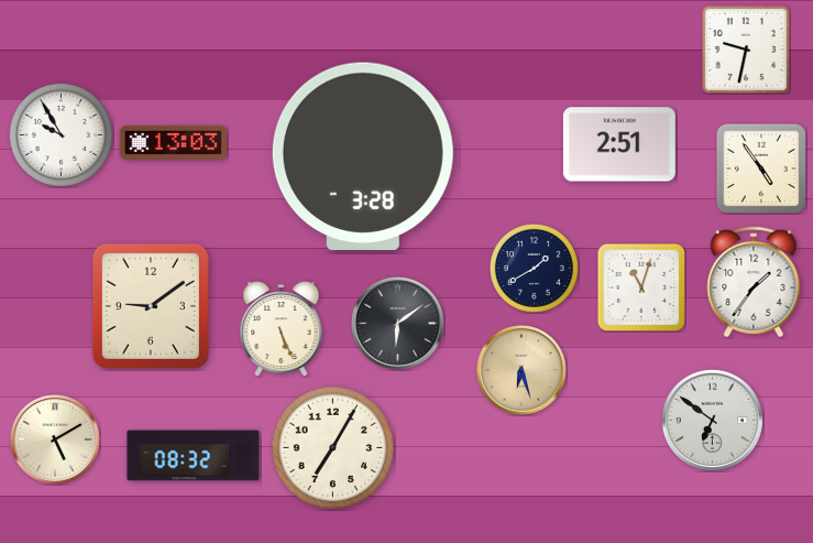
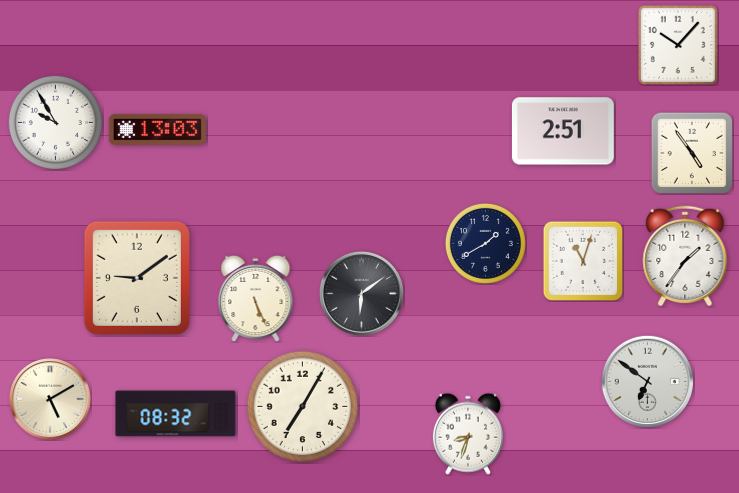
clock at (746, 50): 9:32 -> 10:07
clock at (363, 155): 3:28 -> none
clock at (523, 371): 6:27 -> none
clock at (468, 434): none -> 8:33
